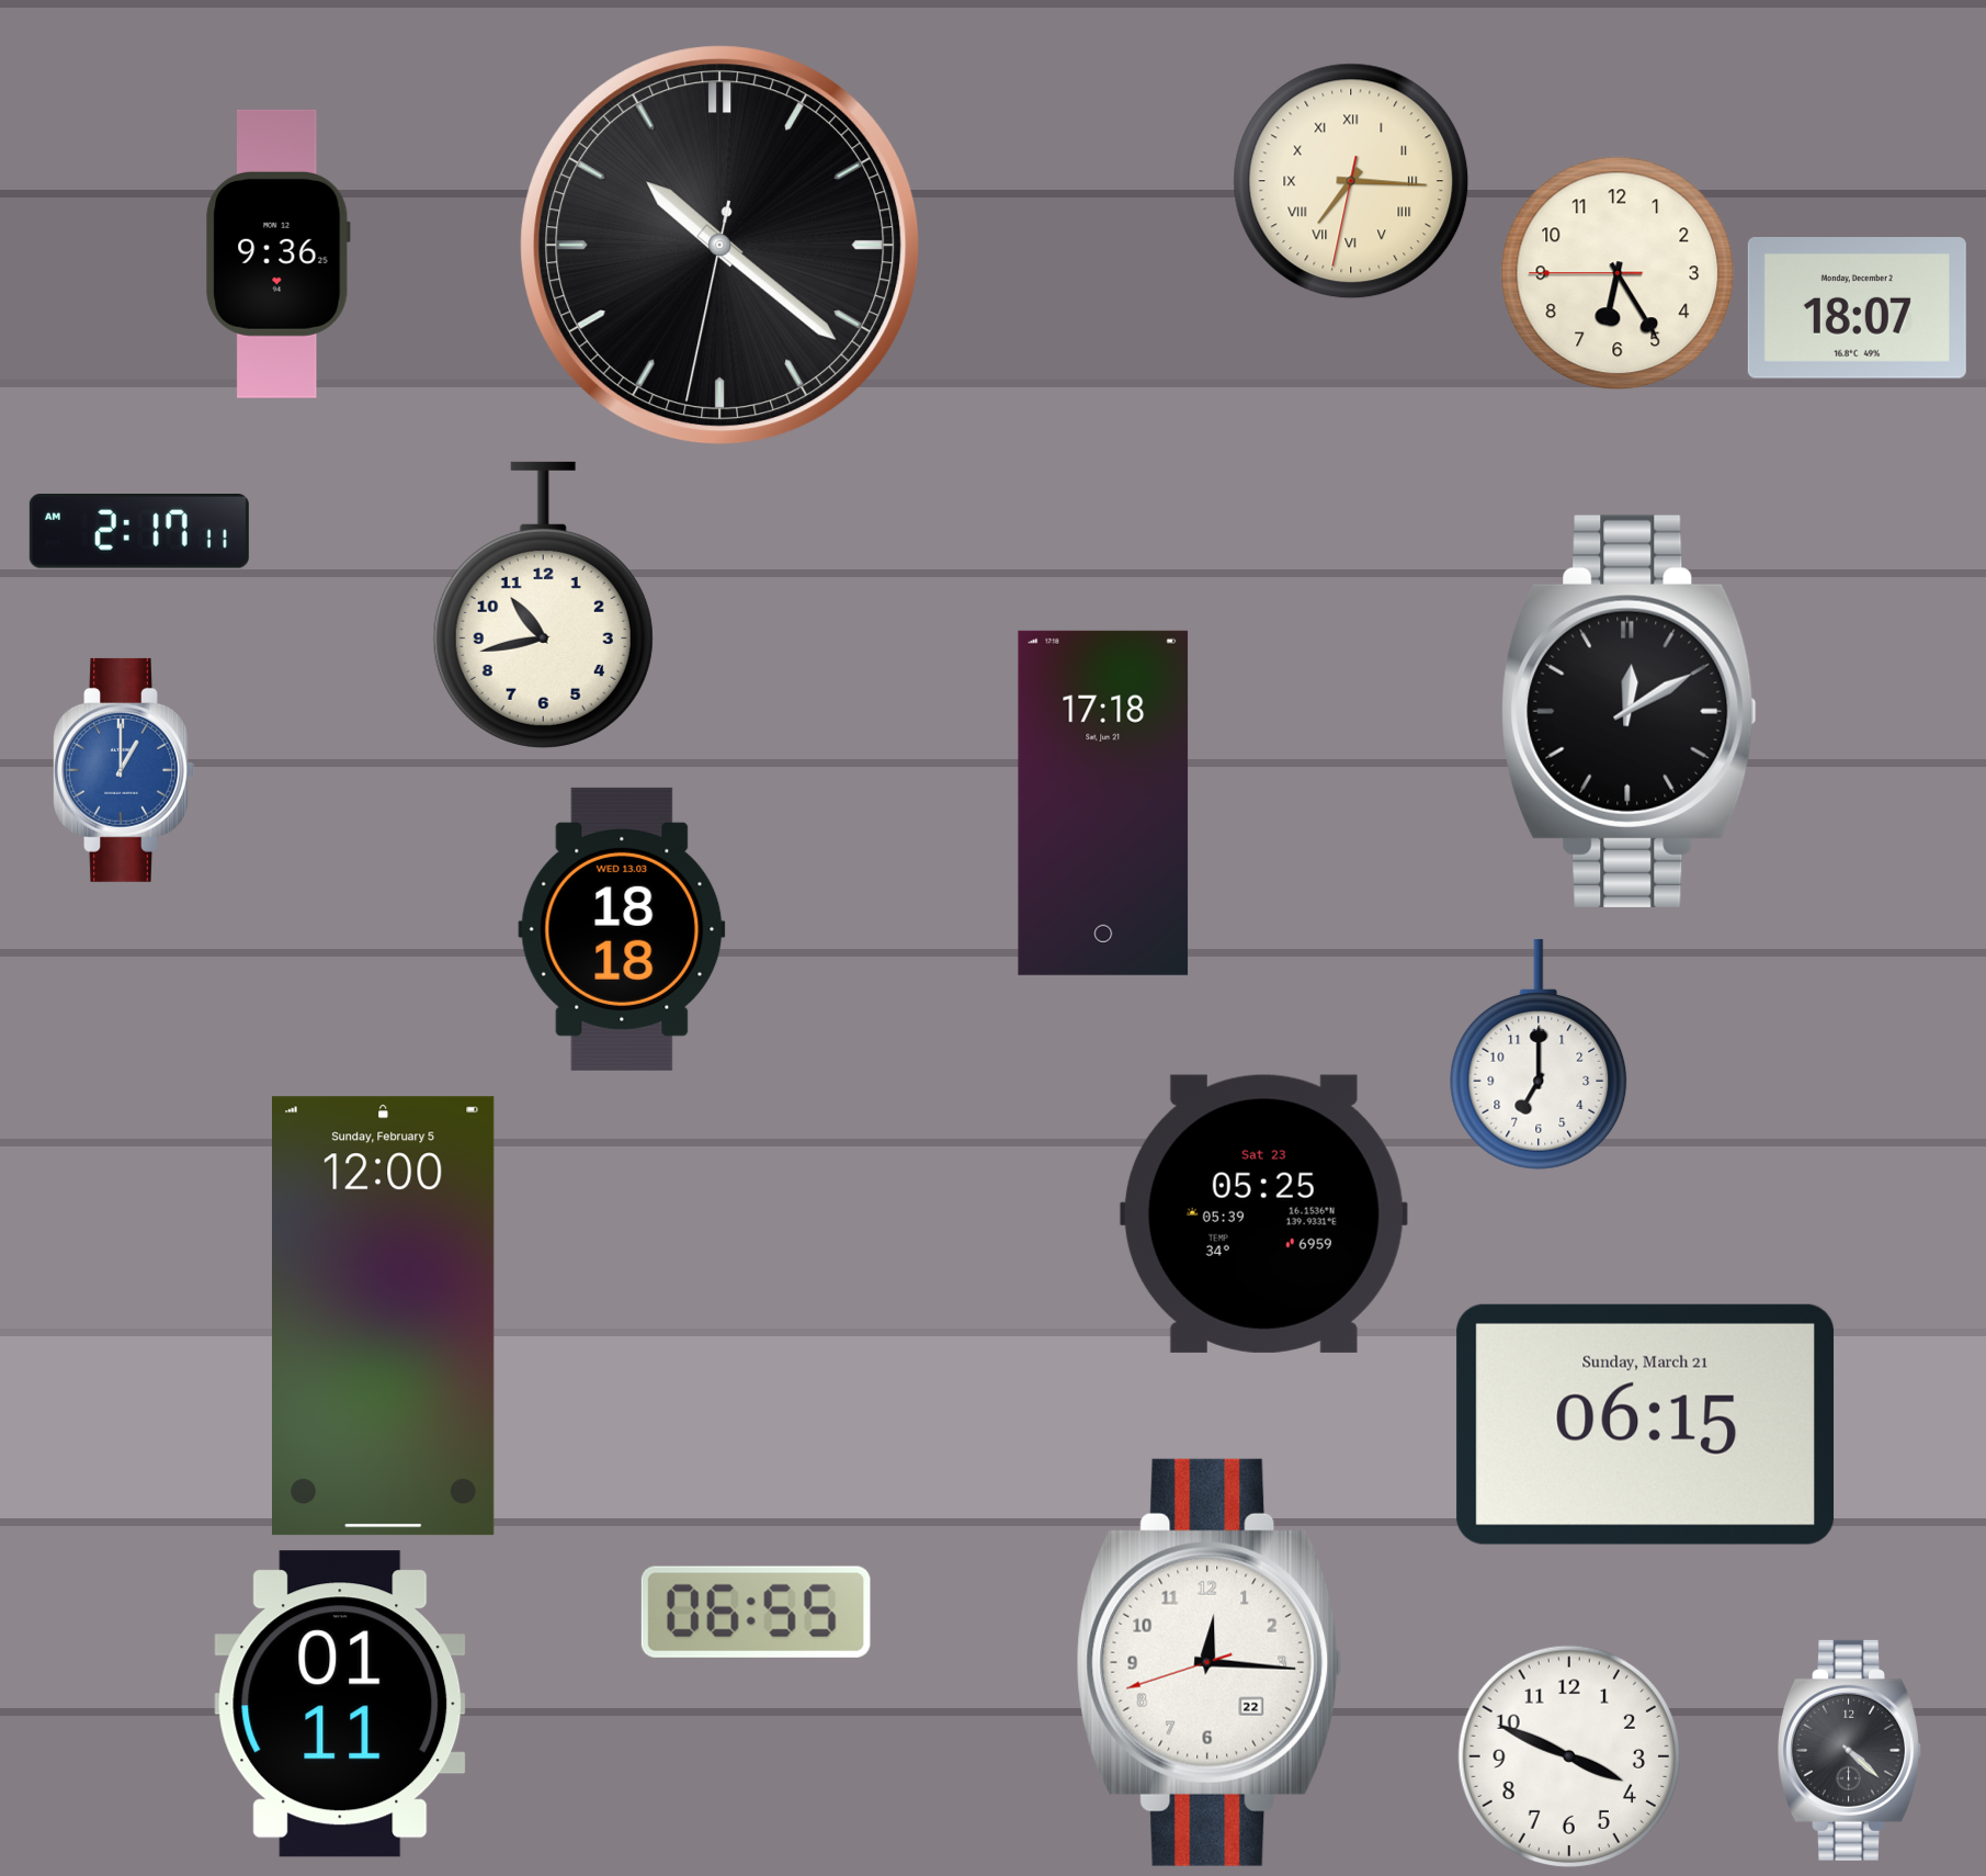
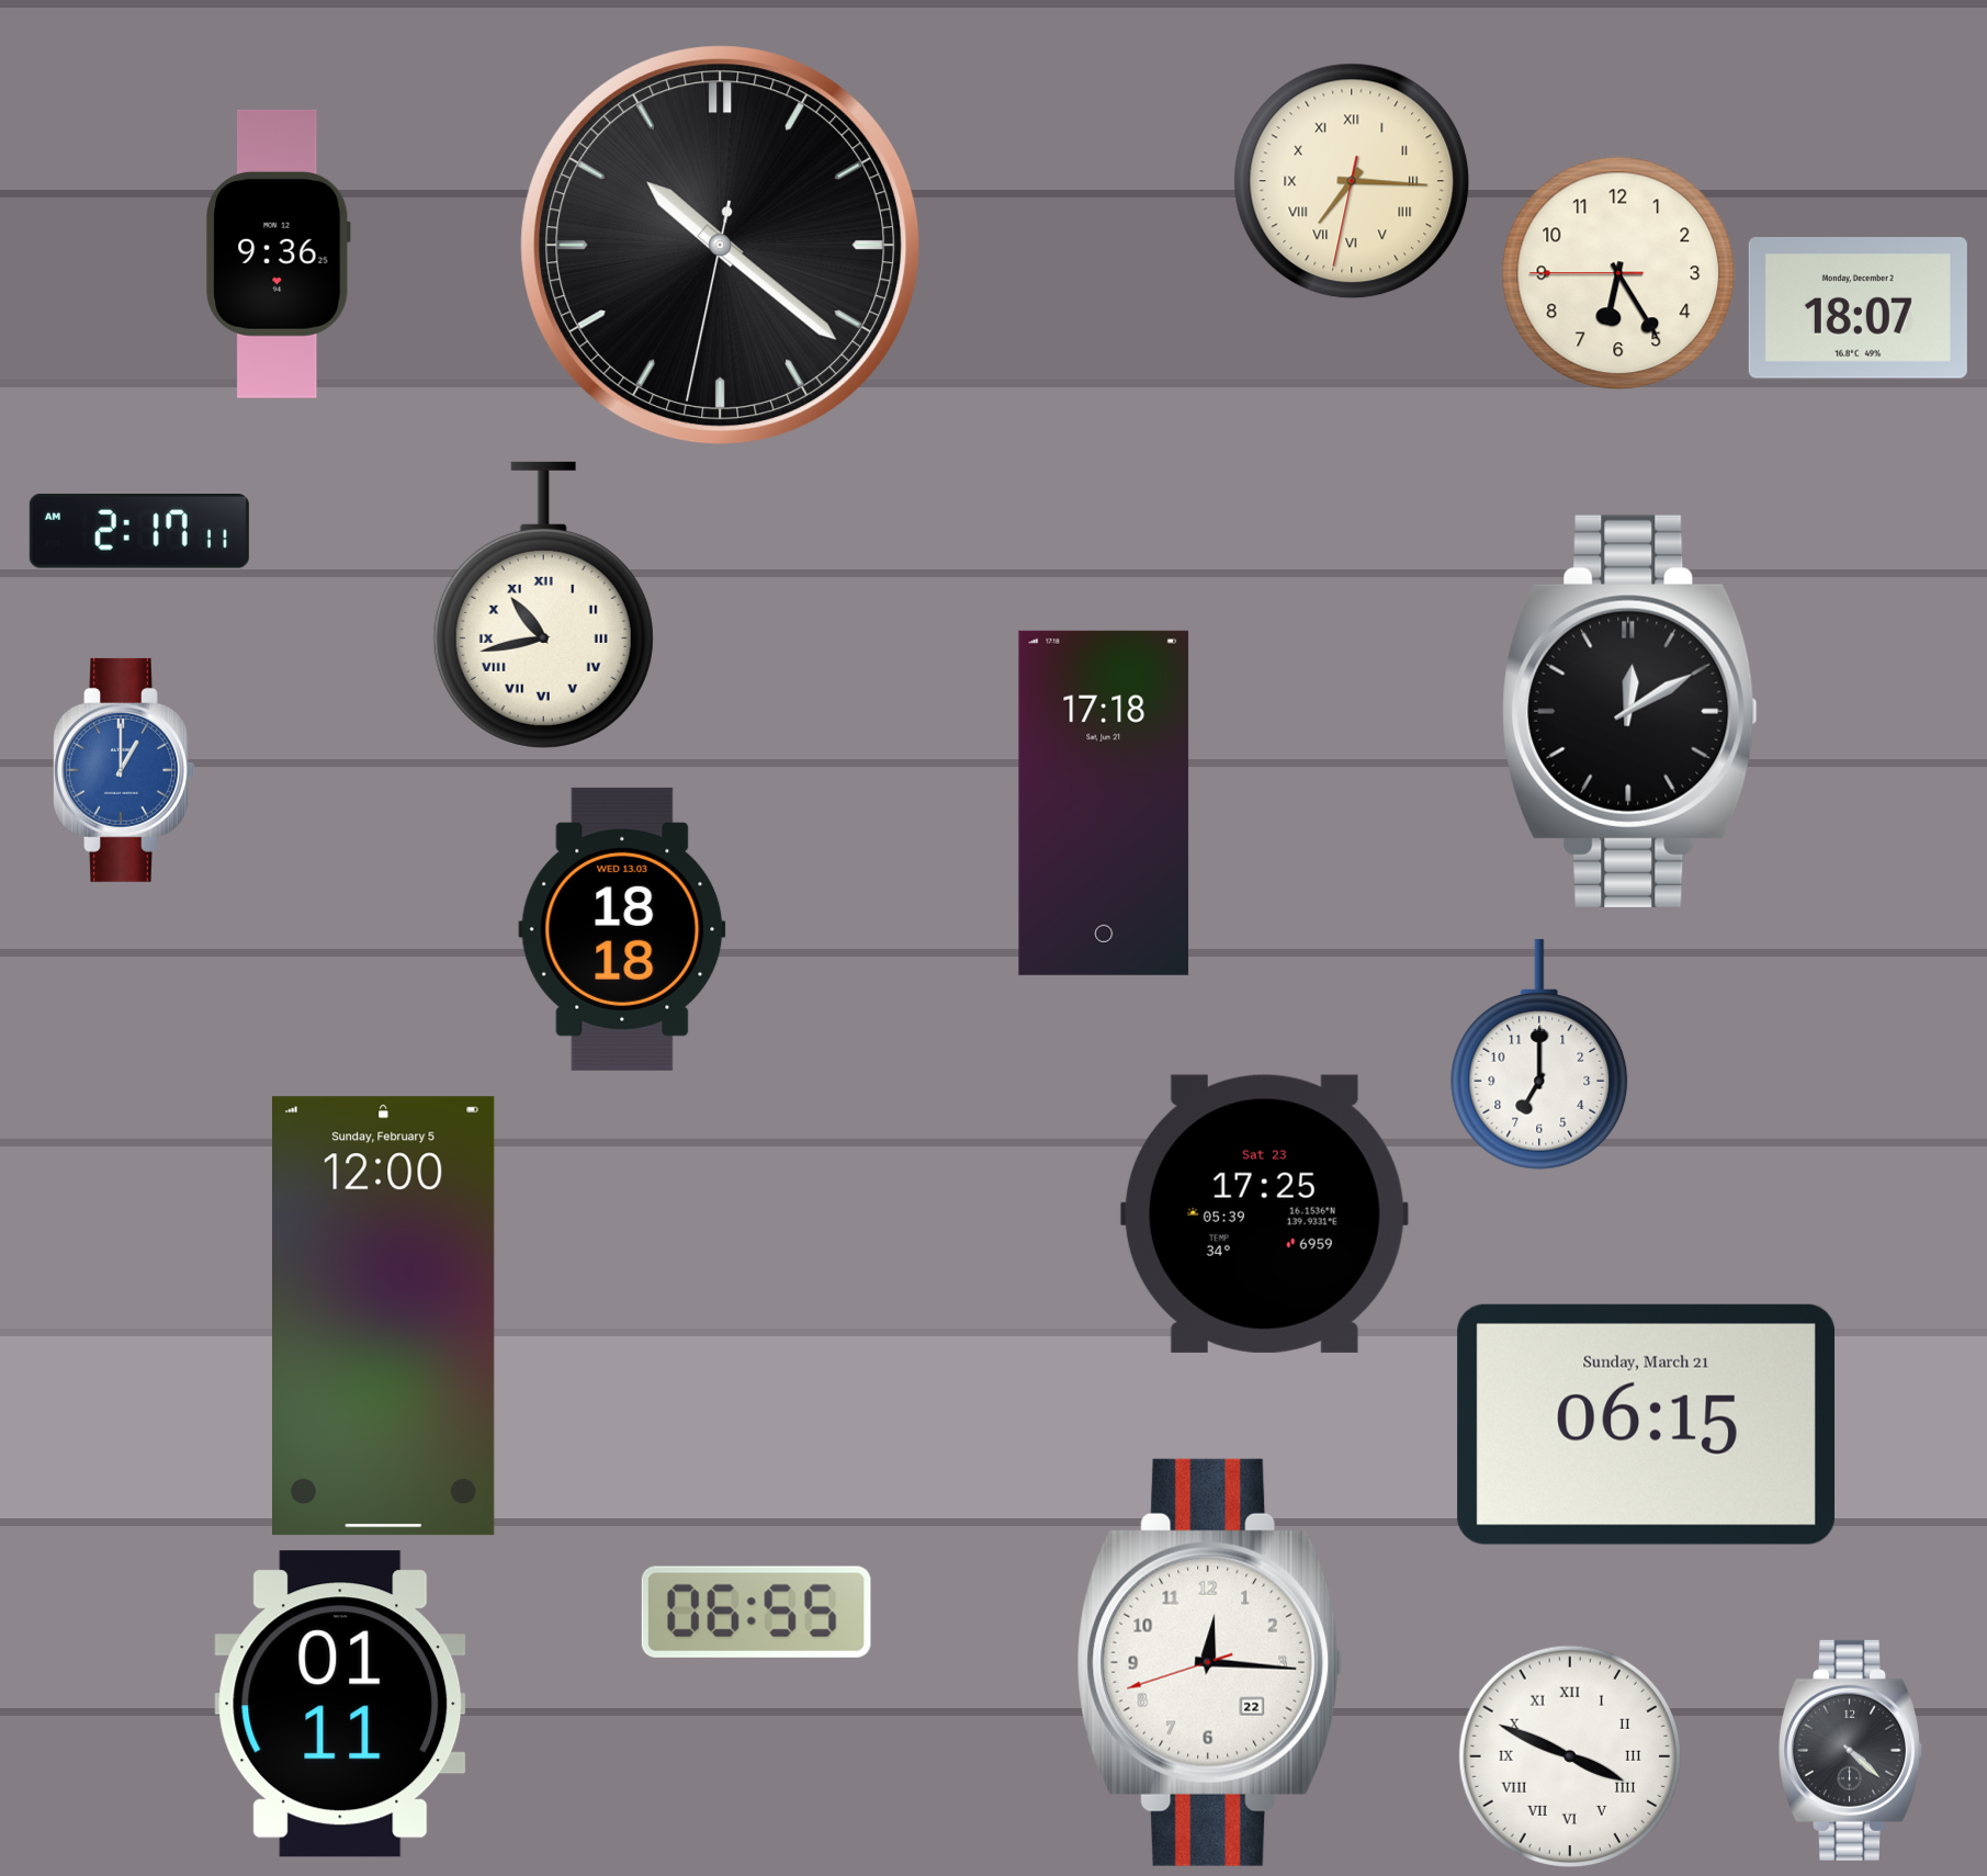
clock at (543, 604) numerals: Arabic -> Roman
clock at (1263, 1213): 05:25 -> 17:25
clock at (1568, 1755) numerals: Arabic -> Roman
